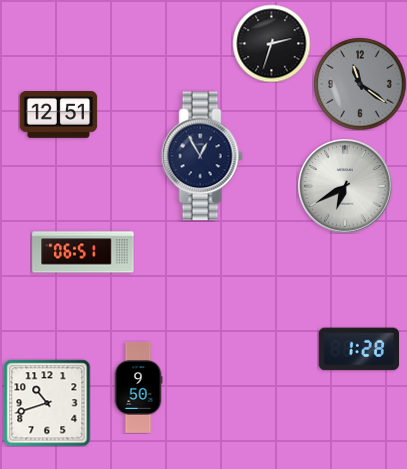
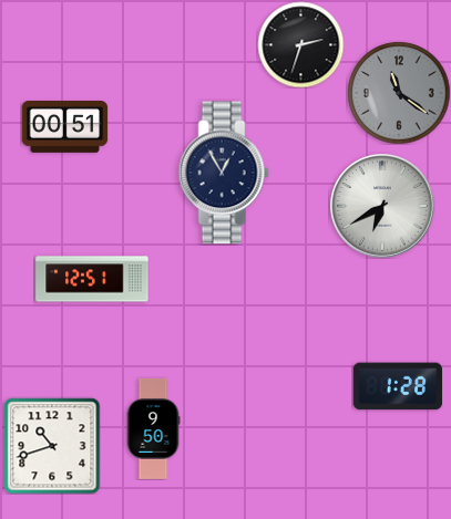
clock at (271, 43) position: (271, 43) -> (300, 44)
clock at (58, 115): 12:51 -> 00:51
clock at (83, 252): 06:51 -> 12:51
